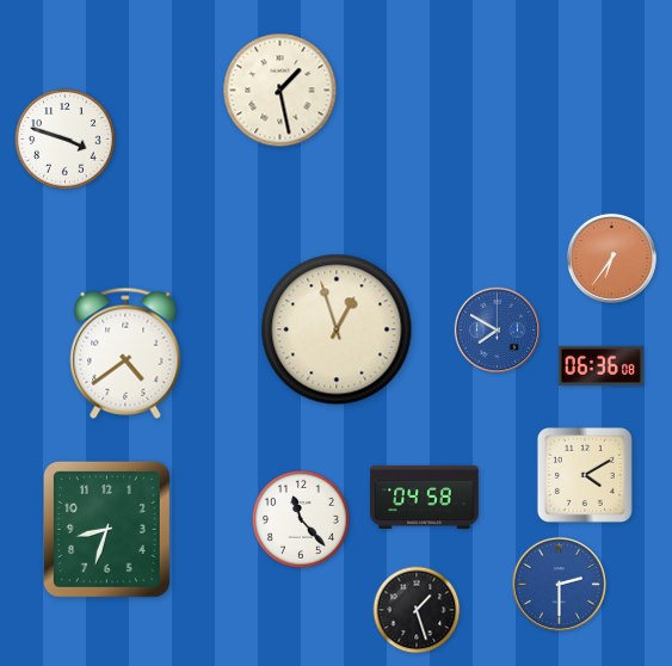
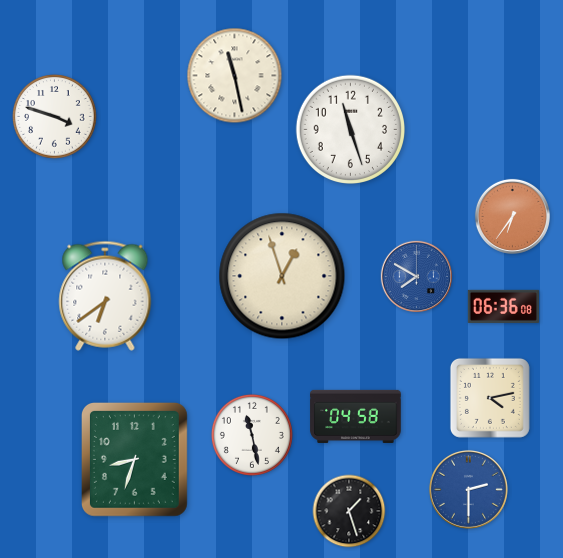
clock at (280, 91): 1:28 -> 11:28
clock at (350, 129): none -> 11:27
clock at (125, 353): 4:39 -> 6:39
clock at (585, 475): 4:10 -> 4:13
clock at (301, 519): 11:23 -> 11:28
clock at (106, 529) position: (106, 529) -> (134, 459)
